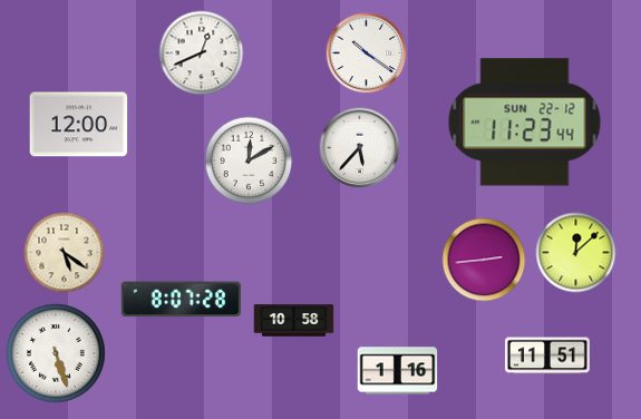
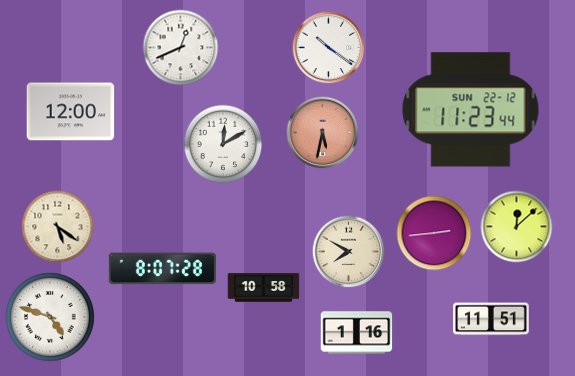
clock at (360, 148): 5:37 -> 5:32
clock at (360, 148) dial: white -> salmon
clock at (349, 252): none -> 7:50
clock at (57, 354): 5:27 -> 4:48
